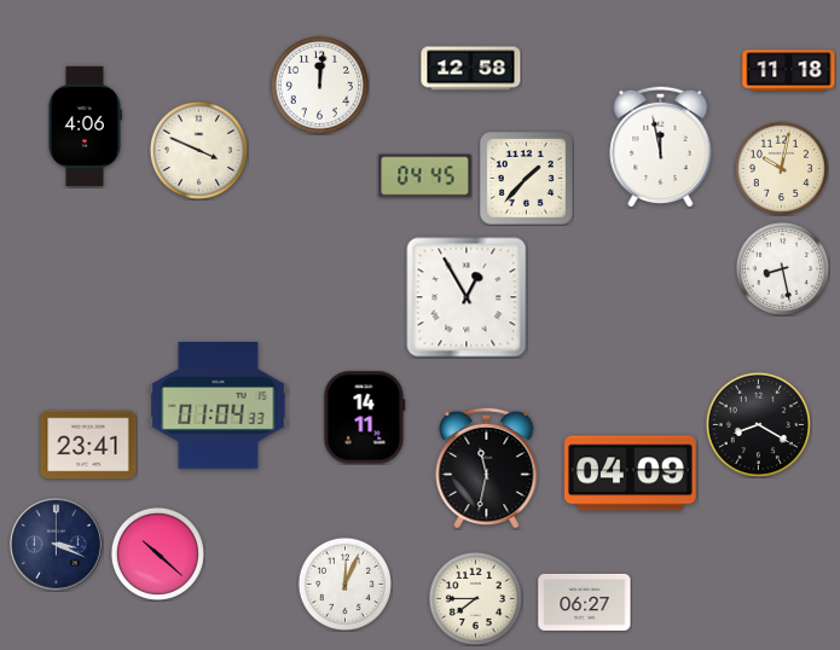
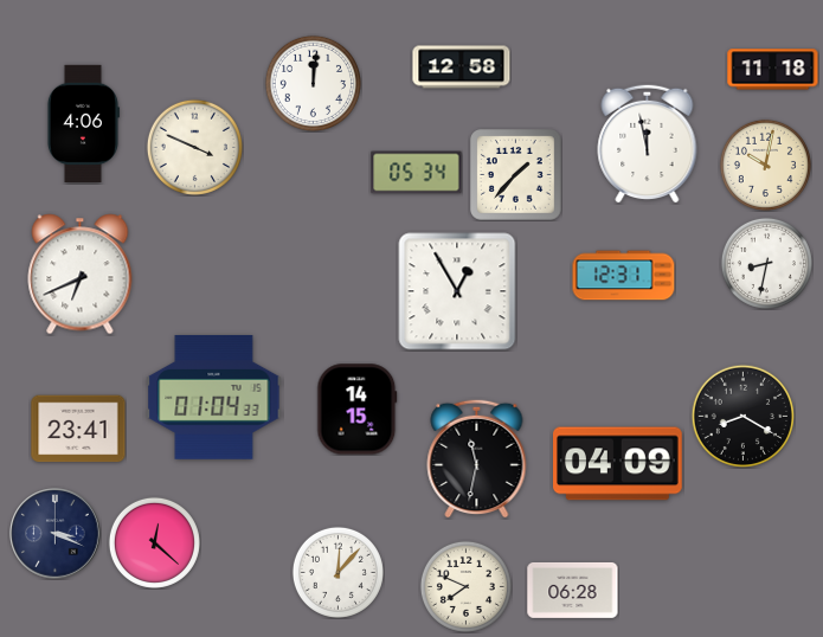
clock at (425, 176): 04:45 -> 05:34
clock at (782, 268): 8:28 -> 8:32
clock at (81, 275): none -> 6:41
clock at (624, 276): none -> 12:31
clock at (365, 418): 14:11 -> 14:15
clock at (88, 445) position: (88, 445) -> (78, 429)
clock at (157, 553): 10:22 -> 12:22
clock at (344, 584): 12:04 -> 12:07
clock at (475, 598): 7:45 -> 7:49
clock at (585, 602): 06:27 -> 06:28
